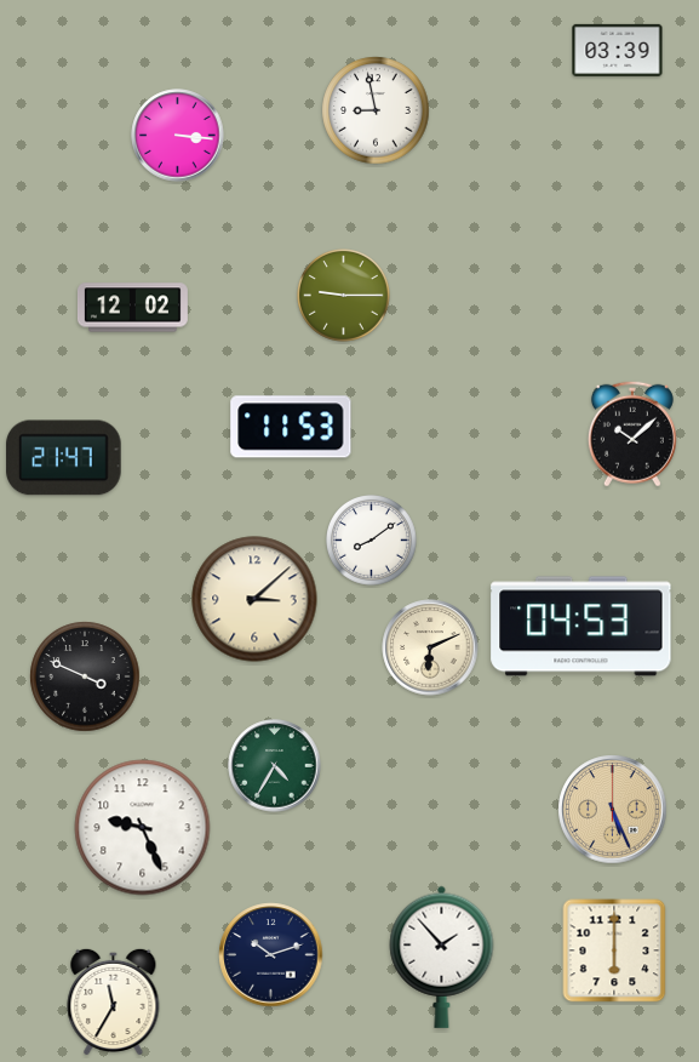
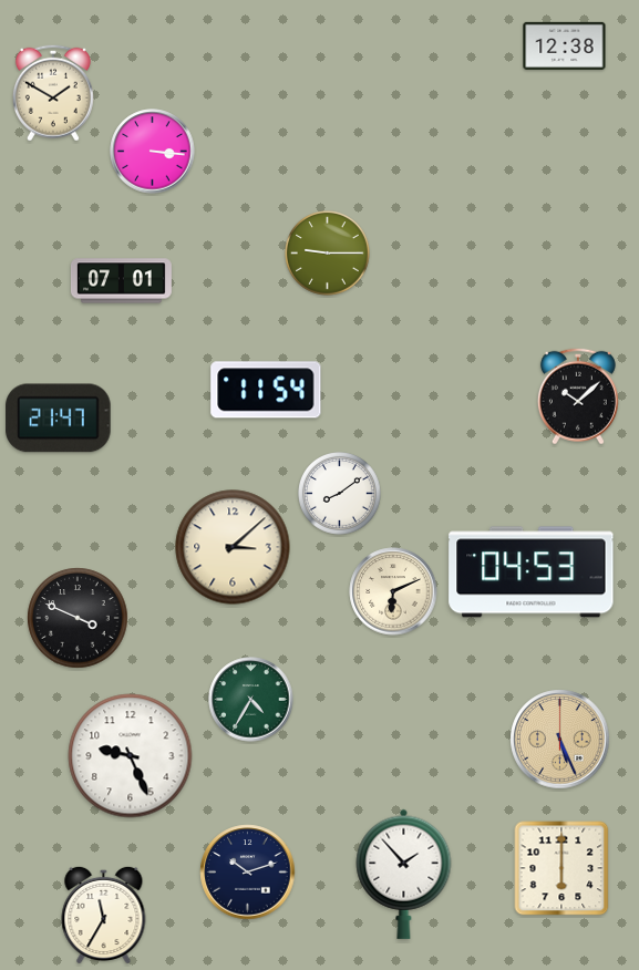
clock at (618, 50): 03:39 -> 12:38
clock at (53, 93): none -> 1:50
clock at (376, 110): 8:58 -> none
clock at (178, 136) position: (178, 136) -> (153, 152)
clock at (344, 296) position: (344, 296) -> (328, 254)
clock at (132, 308): 12:02 -> 07:01
clock at (291, 427): 11:53 -> 11:54
